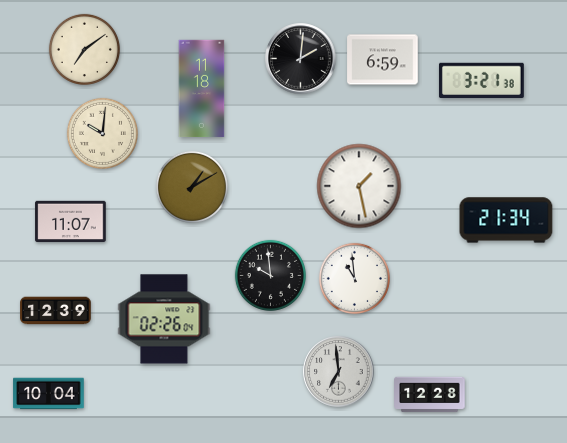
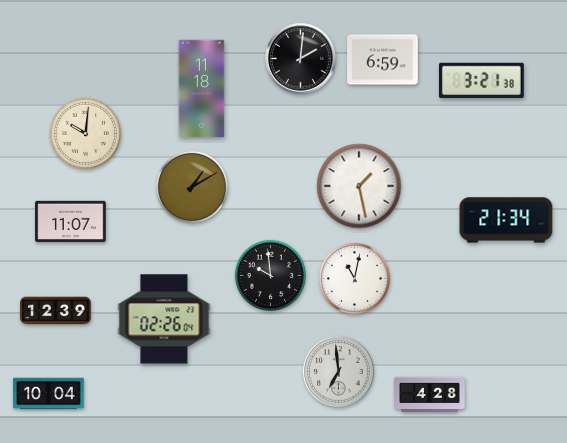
clock at (84, 49): 7:09 -> none
clock at (102, 133) position: (102, 133) -> (85, 133)
clock at (354, 278): 10:59 -> 11:02
clock at (430, 395): 12:28 -> 4:28
